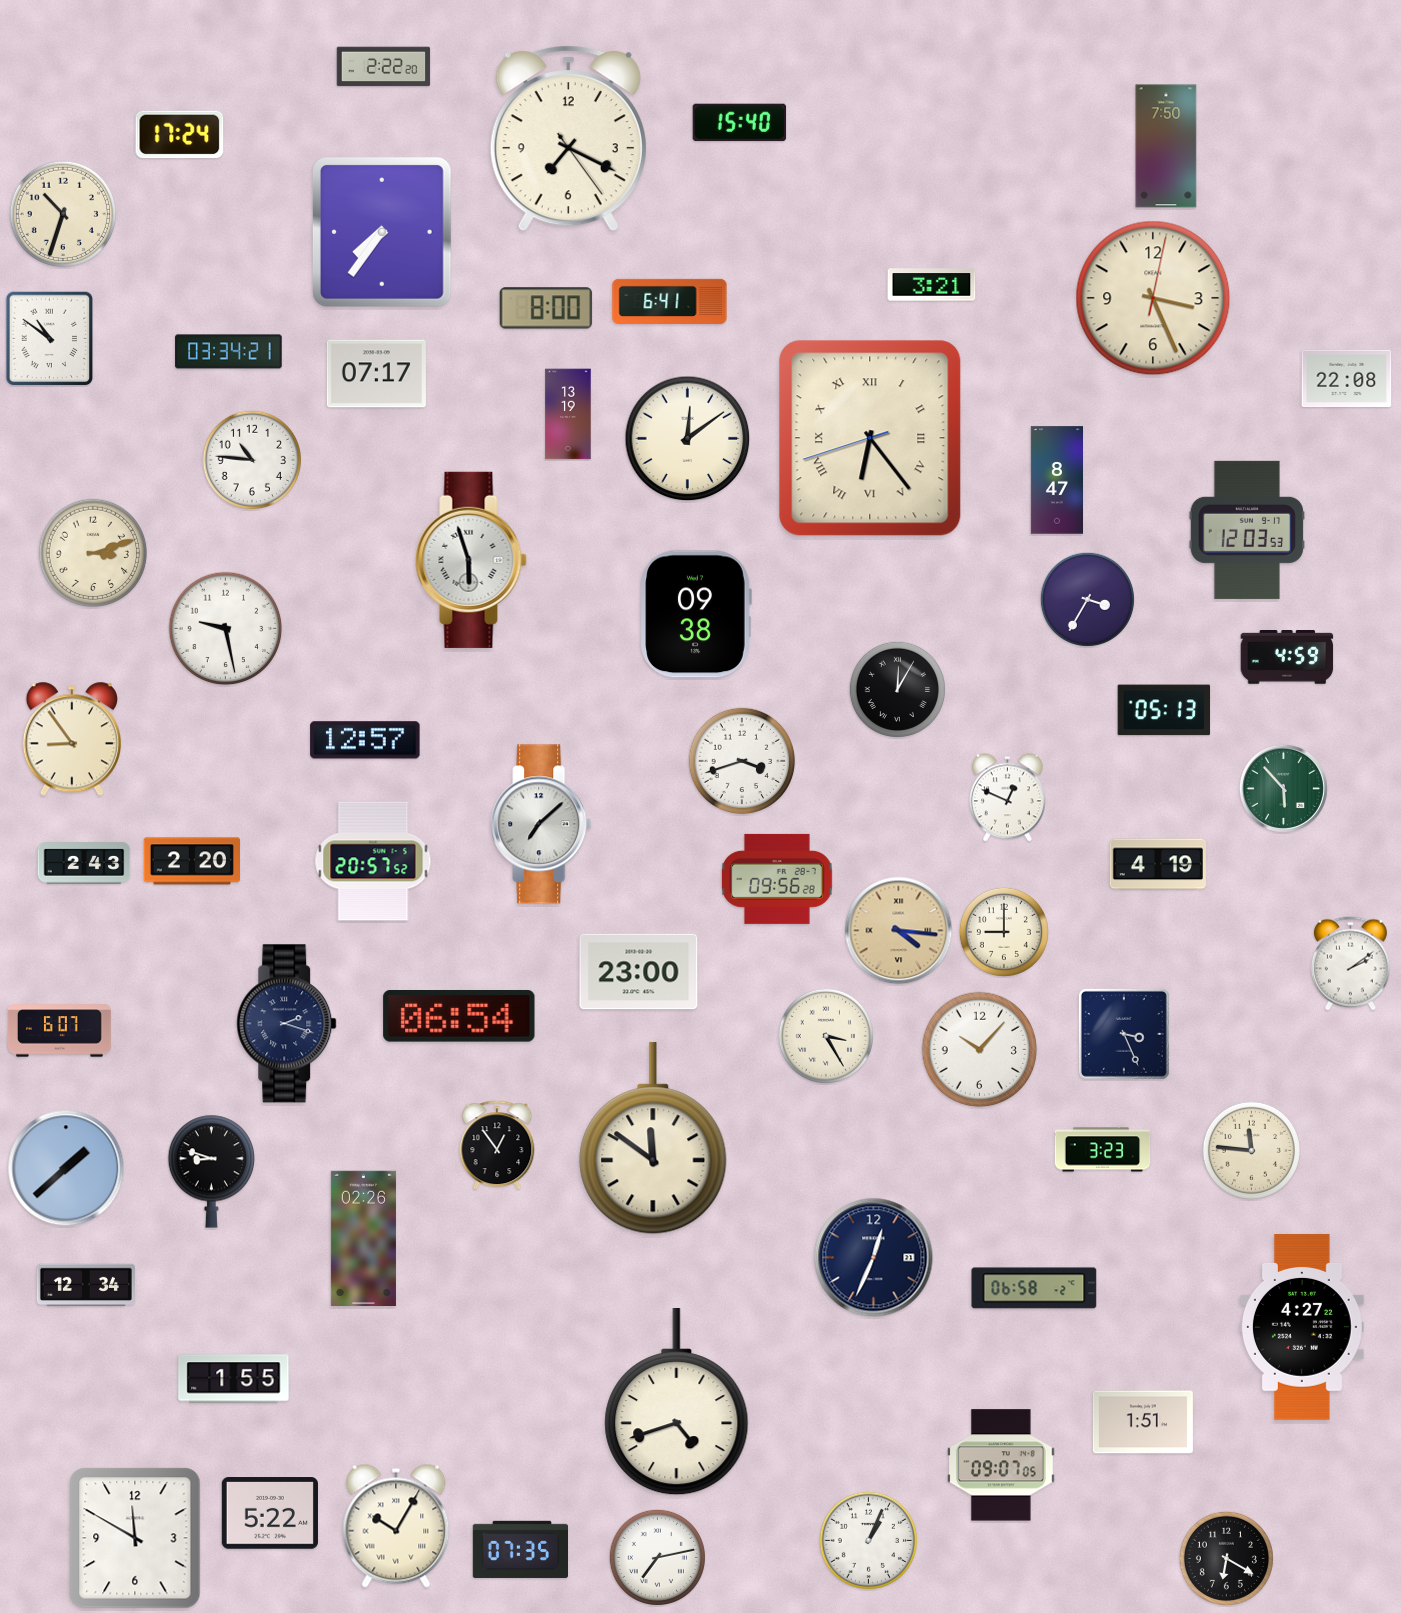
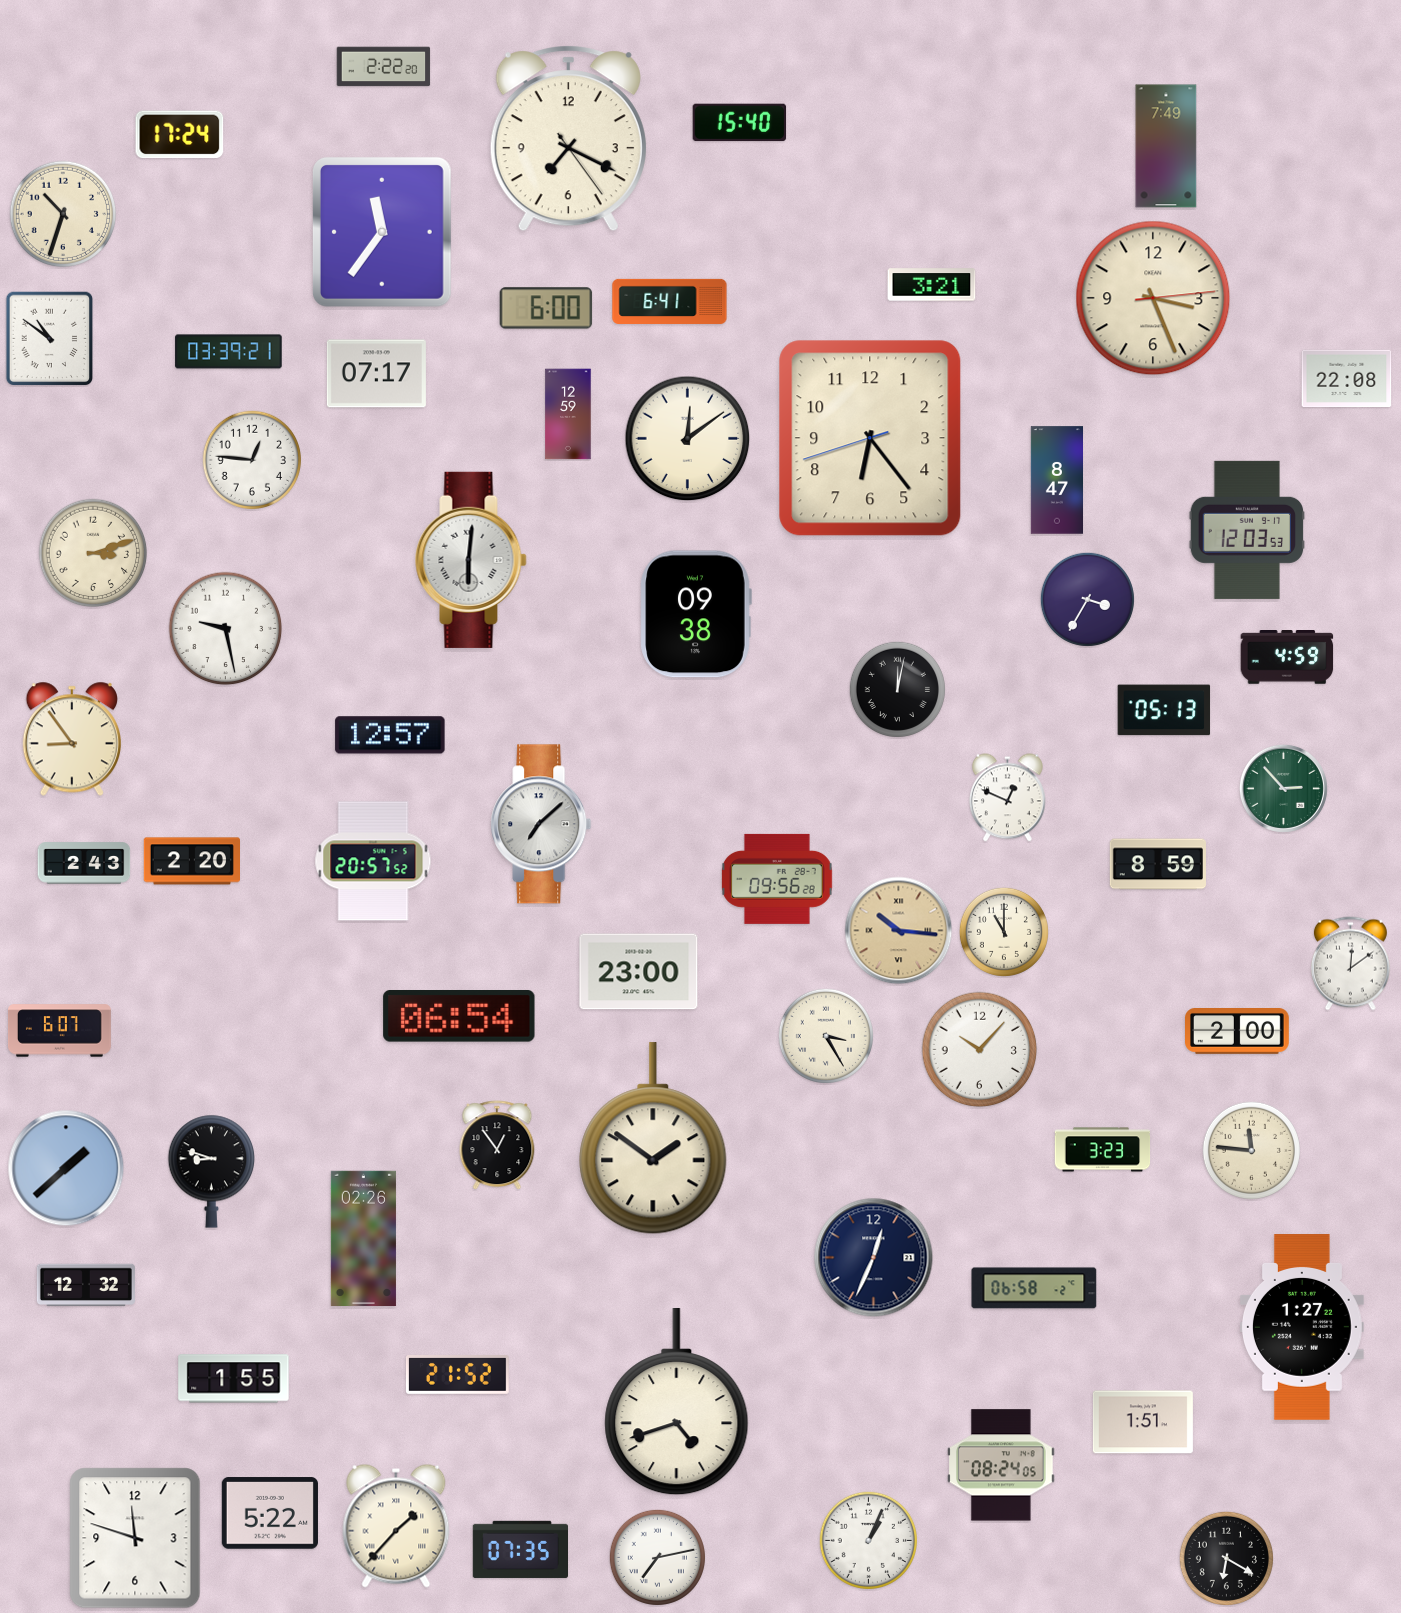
clock at (1166, 146): 7:50 -> 7:49
clock at (382, 232): 7:36 -> 11:36
clock at (1153, 298): 3:26:02 -> 3:26:14
clock at (546, 308): 8:00 -> 6:00
clock at (229, 352): 03:34 -> 03:39
clock at (568, 414): 13:19 -> 12:59
clock at (870, 438) numerals: Roman -> Arabic
clock at (251, 459): 10:46 -> 12:46
clock at (471, 560): 5:57 -> 6:01
clock at (897, 689): 12:05 -> 12:02
clock at (365, 740) position: (365, 740) -> (390, 735)
clock at (742, 761): 3:42 -> none
clock at (1283, 788): 5:53 -> 2:53
clock at (1157, 864): 4:19 -> 8:59
clock at (899, 931): 4:16 -> 10:16
clock at (1004, 932): 9:00 -> 11:00
clock at (1350, 964): 2:09 -> 12:09
clock at (287, 1024): 2:18 -> none
clock at (1238, 1032): none -> 2:00
clock at (1124, 1034): 3:26 -> none
clock at (653, 1139): 11:51 -> 1:51
clock at (86, 1285): 12:34 -> 12:32
clock at (1302, 1327): 4:27 -> 1:27
clock at (457, 1375): none -> 21:52
clock at (1002, 1465): 09:07 -> 08:24
clock at (396, 1526): 10:05 -> 1:37
clock at (135, 1538): 11:50 -> 11:48
